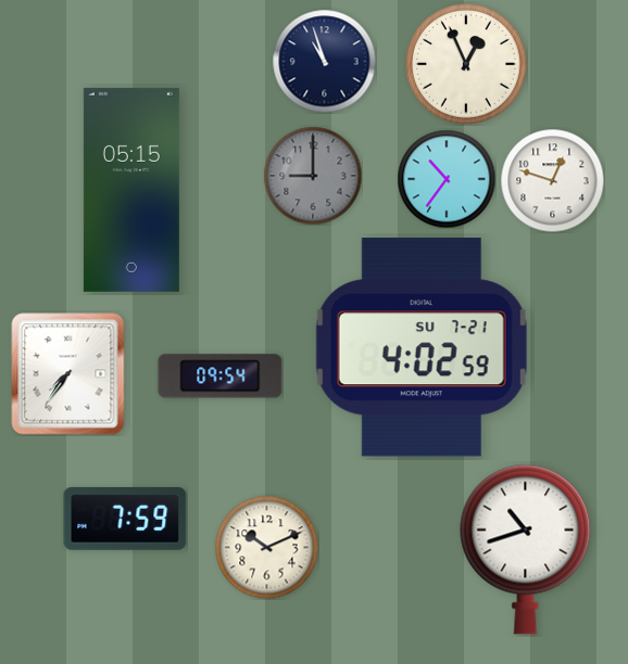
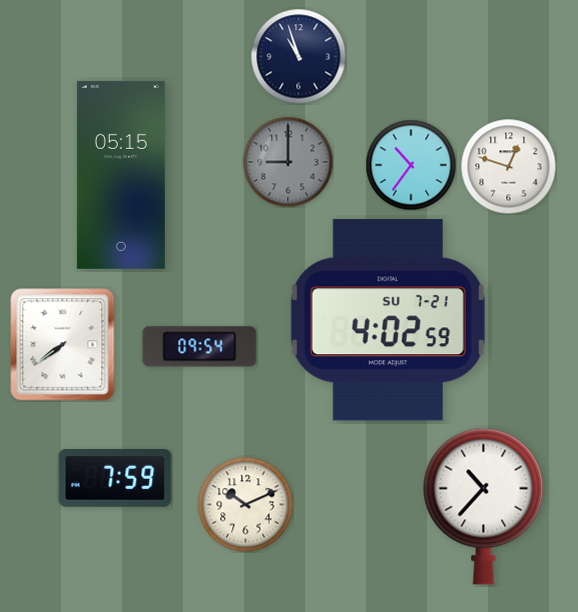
clock at (466, 64): 12:56 -> none
clock at (68, 374): 7:36 -> 7:39
clock at (221, 376) position: (221, 376) -> (200, 347)
clock at (526, 549): 10:42 -> 10:37
